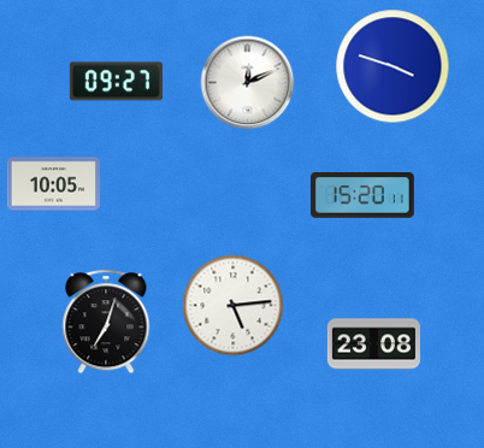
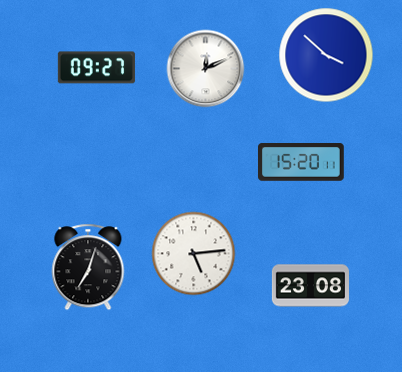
clock at (392, 66): 3:48 -> 3:52
clock at (53, 184): 10:05 -> none
